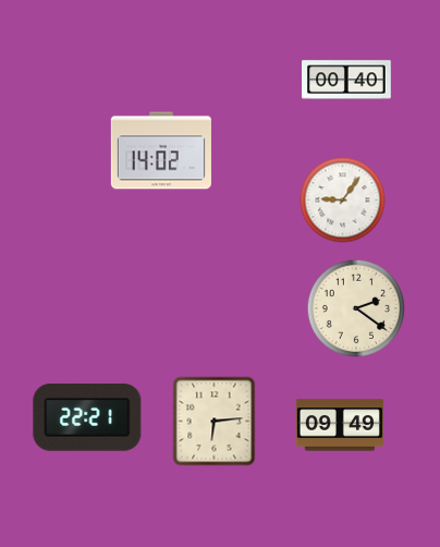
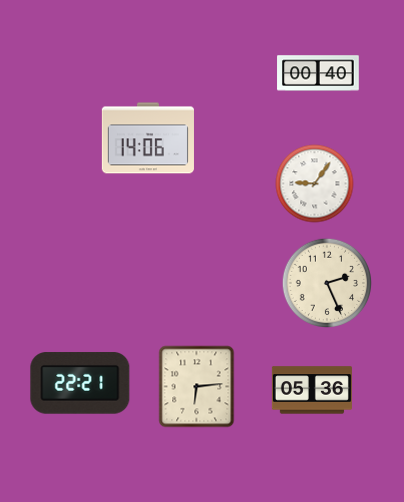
clock at (161, 150): 14:02 -> 14:06
clock at (355, 307): 2:21 -> 2:26
clock at (340, 425): 09:49 -> 05:36
